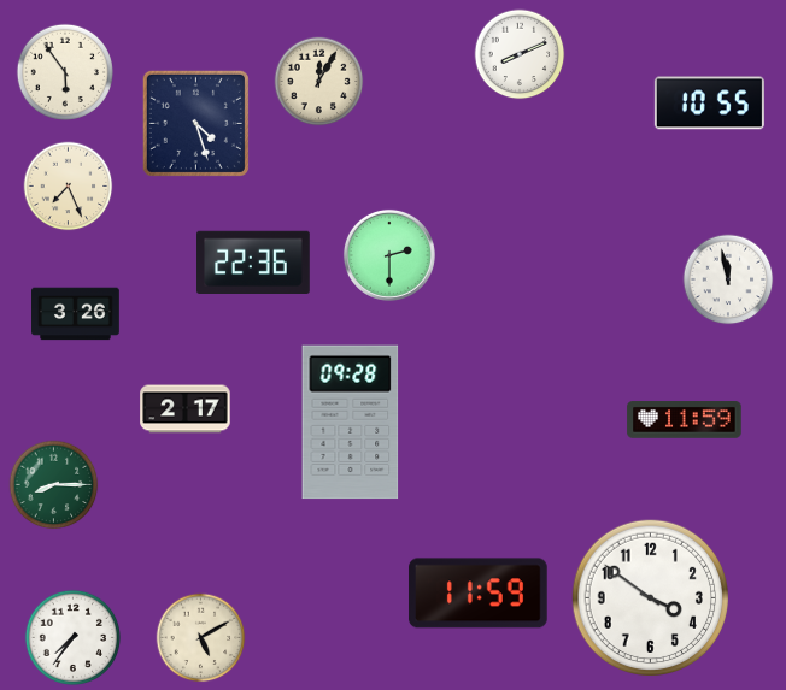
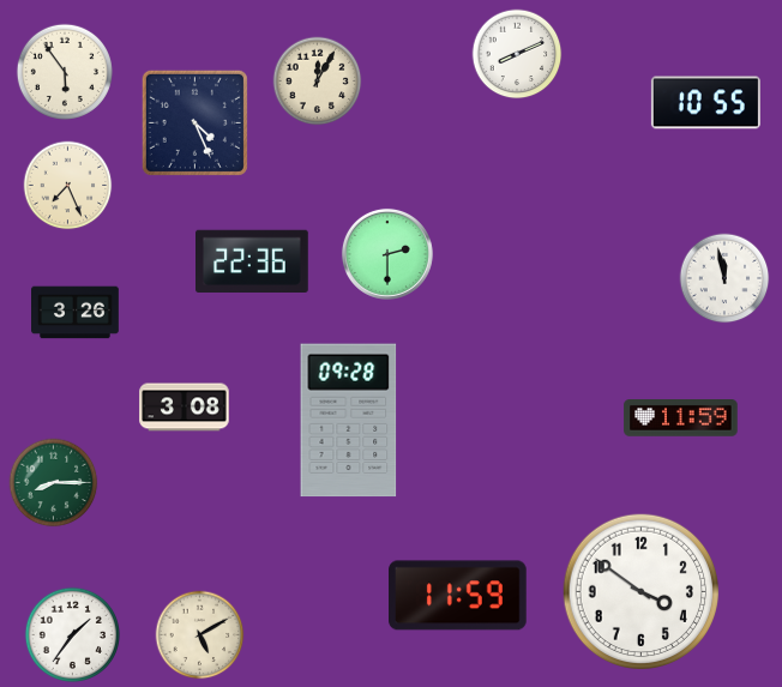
clock at (195, 123): 4:27 -> 4:26
clock at (186, 409): 2:17 -> 3:08
clock at (479, 594) position: (479, 594) -> (458, 596)
clock at (651, 598) position: (651, 598) -> (642, 592)
clock at (72, 637): 7:36 -> 1:36
